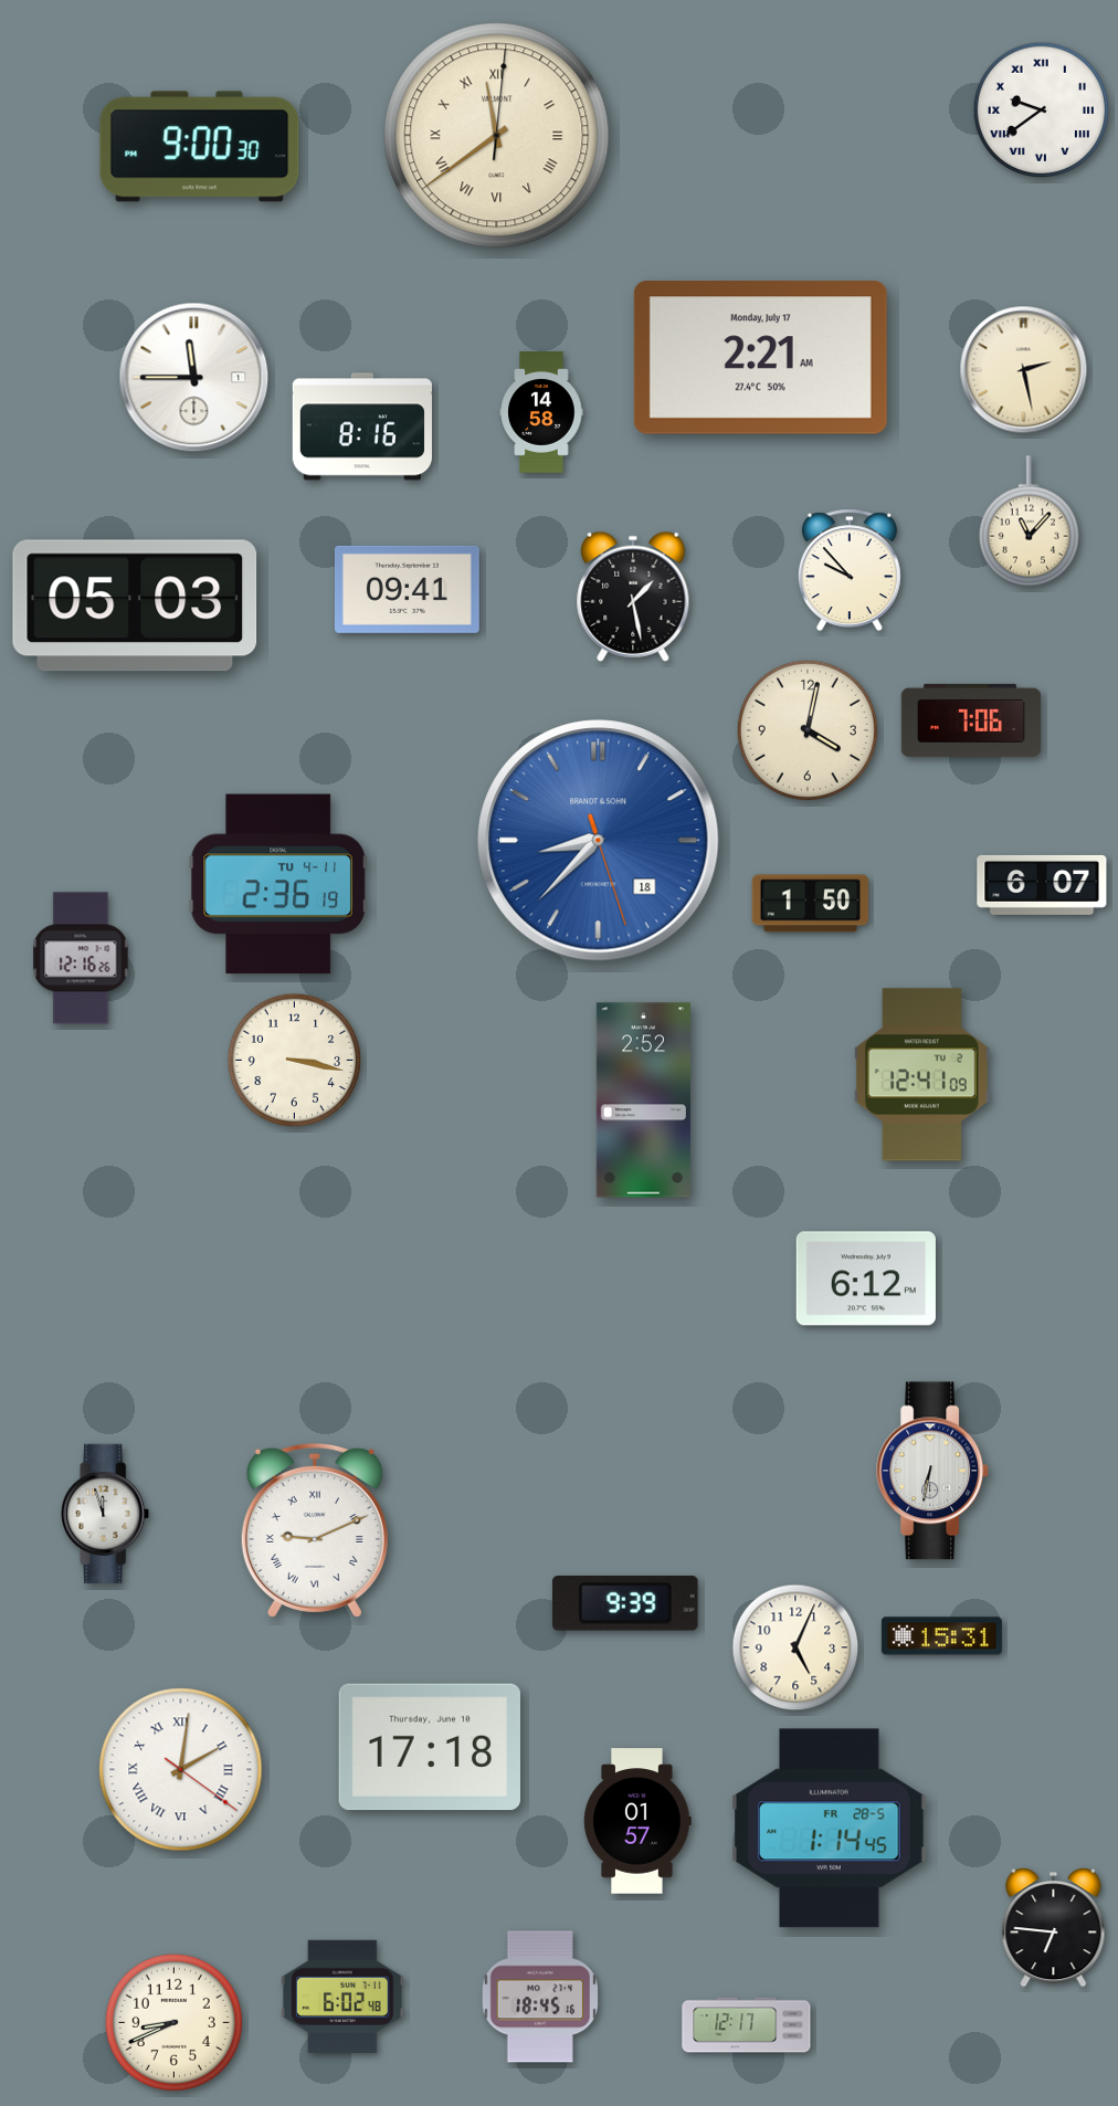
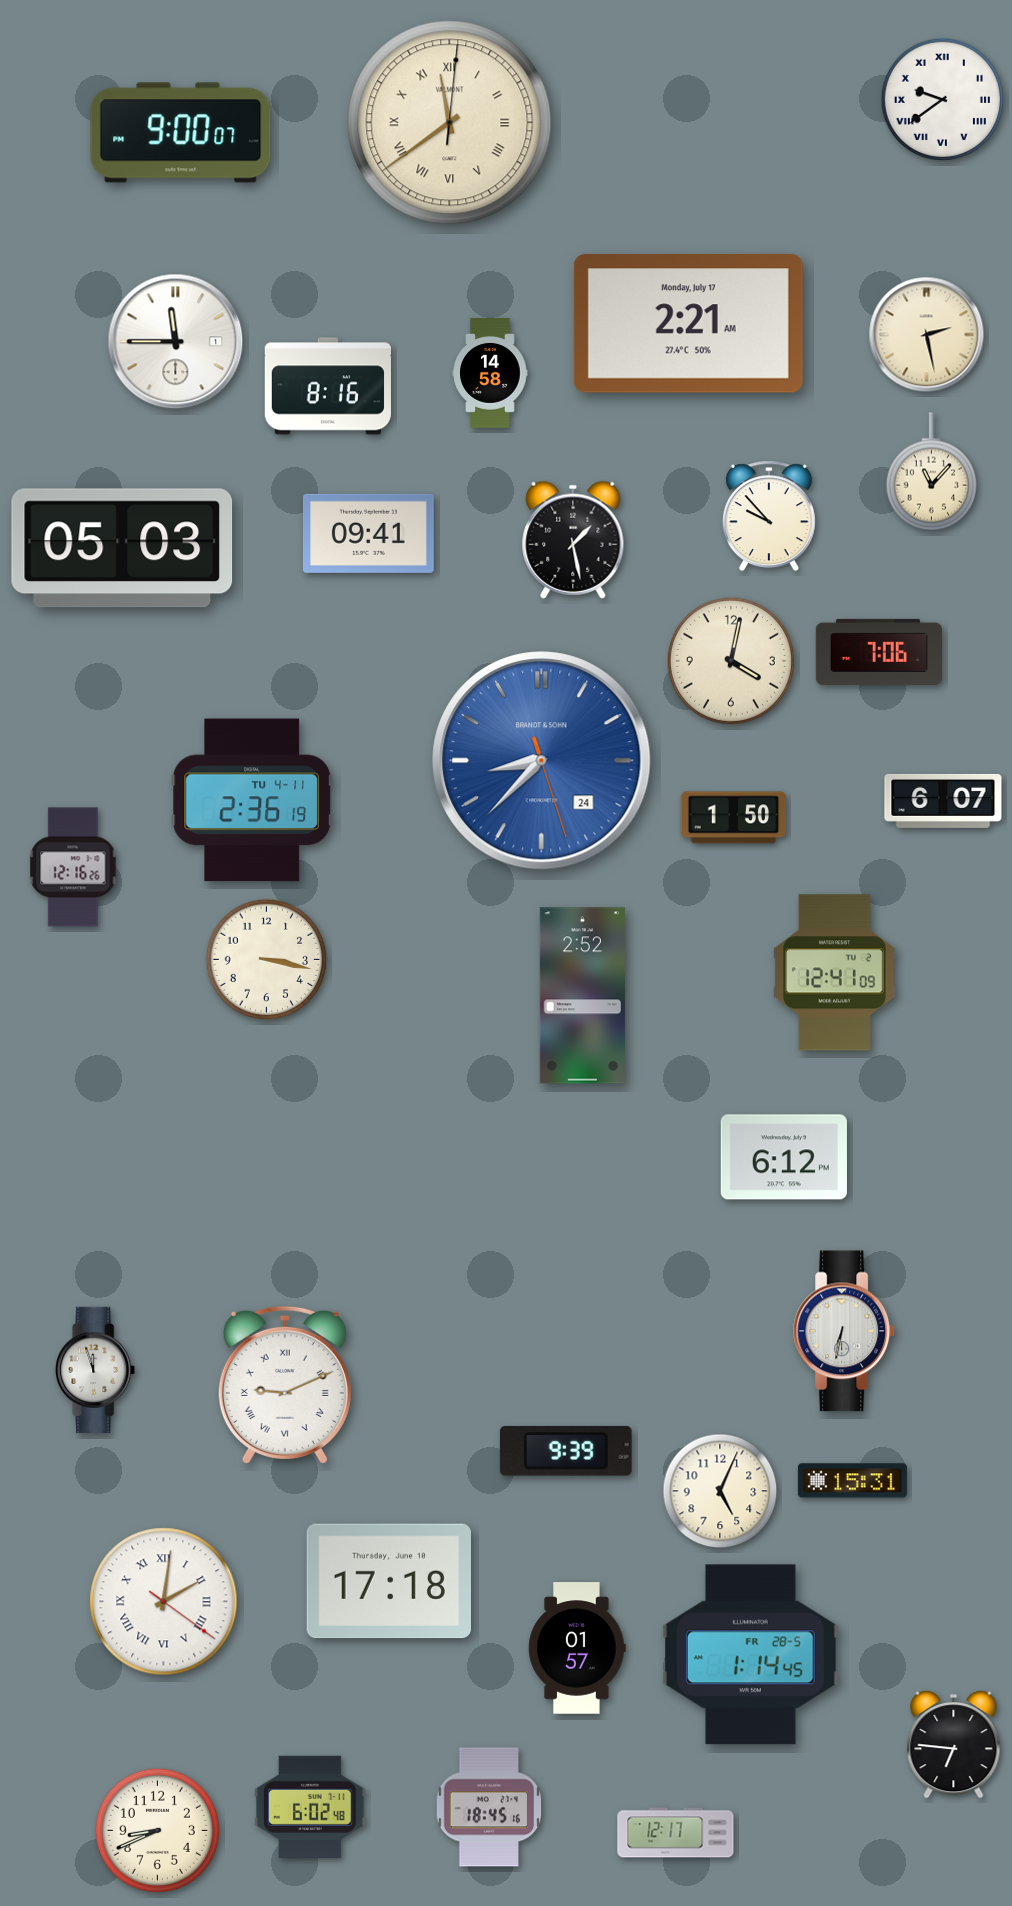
clock at (200, 147): 9:00:30 -> 9:00:07
clock at (599, 841) date: 18 -> 24
